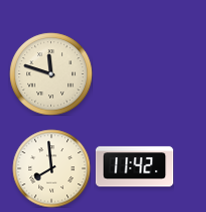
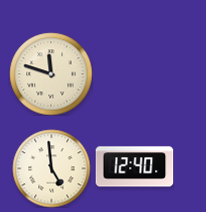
clock at (134, 167): 11:42 -> 12:40
clock at (51, 168): 7:59 -> 4:59
